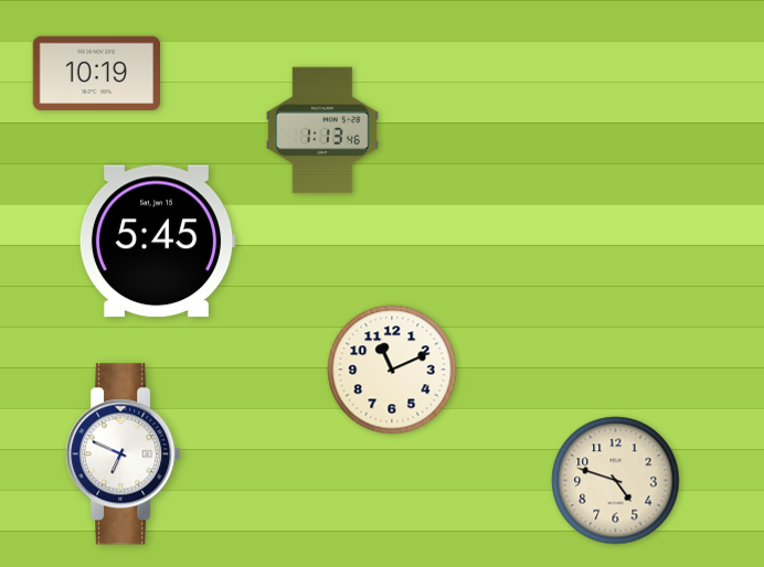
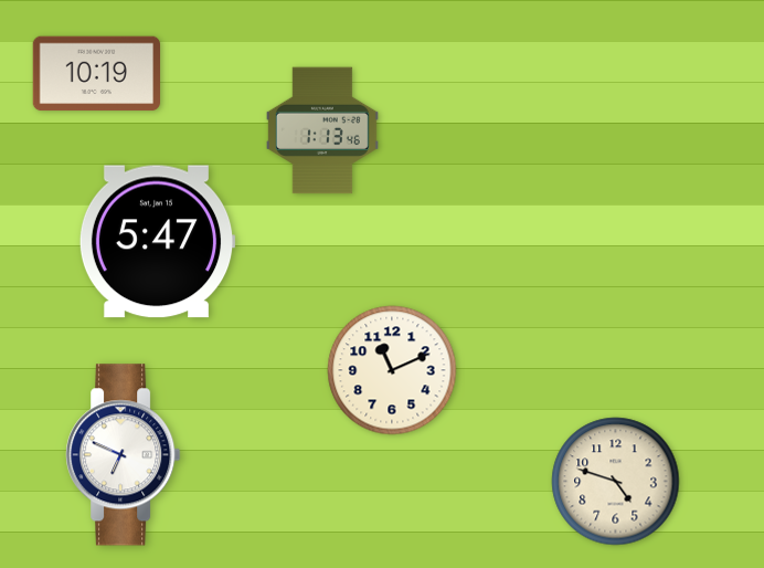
clock at (157, 242): 5:45 -> 5:47
